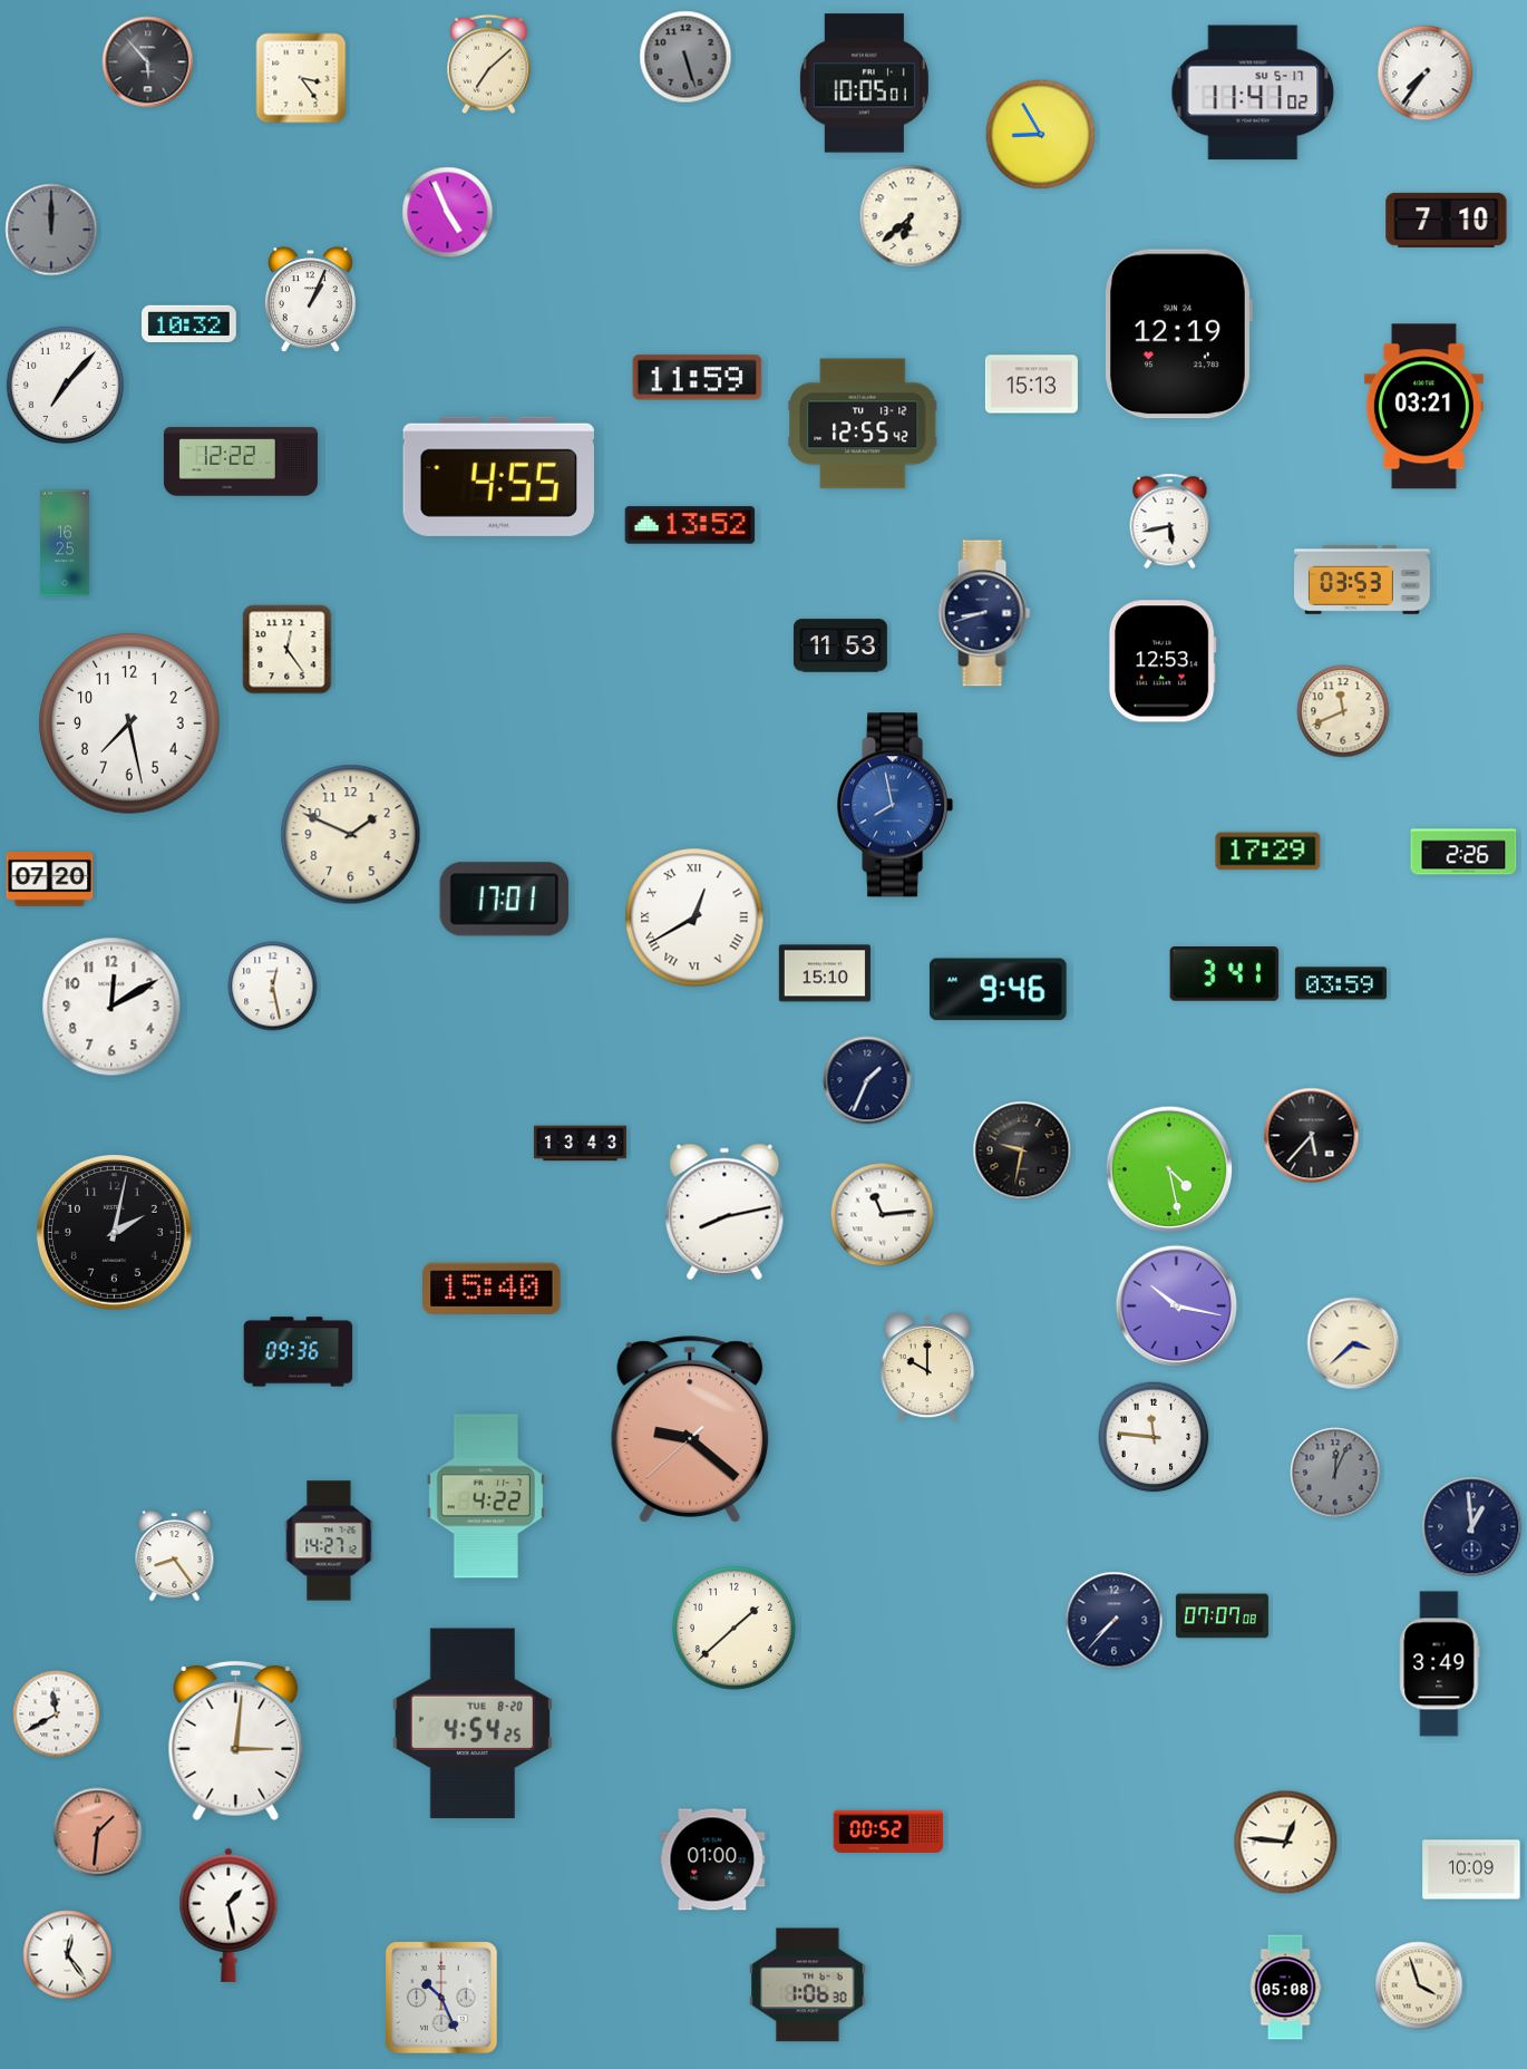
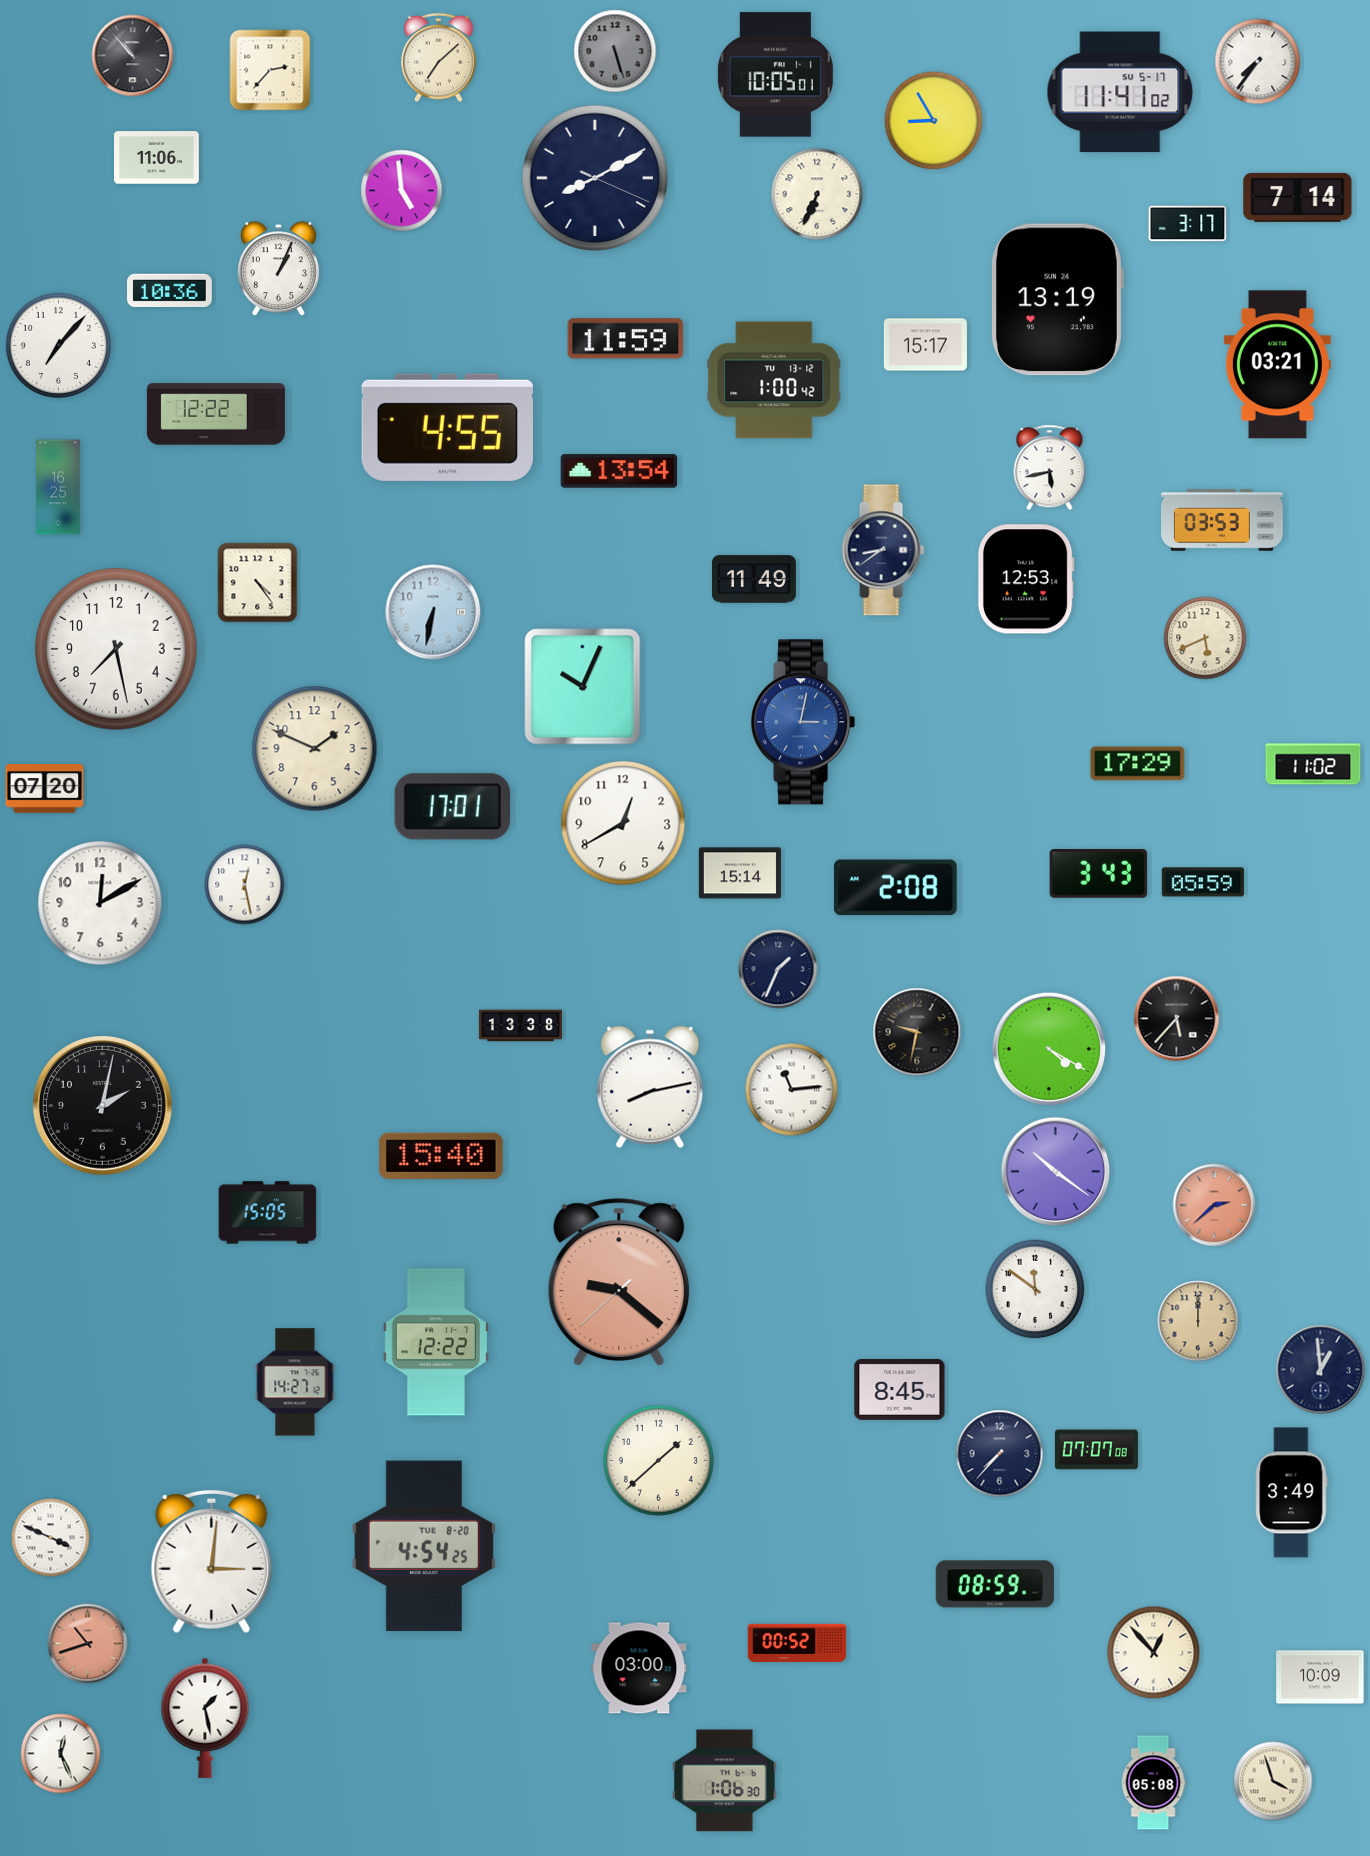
clock at (148, 62): 5:53 -> 10:53
clock at (1426, 74) position: (1426, 74) -> (1258, 62)
clock at (301, 78): 3:24 -> 2:37
clock at (1253, 93) position: (1253, 93) -> (1120, 92)
clock at (157, 158): none -> 11:06
clock at (595, 178): none -> 8:10
clock at (448, 213): 4:56 -> 4:59
clock at (911, 216): 6:38 -> 6:34
clock at (1447, 220): 7:10 -> 7:14
clock at (51, 230): 12:00 -> none
clock at (1188, 224): none -> 3:17
clock at (189, 323): 10:32 -> 10:36
clock at (1178, 334): 12:19 -> 13:19
clock at (1031, 385): 15:13 -> 15:17
clock at (863, 424): 12:55 -> 1:00
clock at (690, 525): 13:52 -> 13:54
clock at (984, 613): 8:42 -> 8:39
clock at (840, 645): 11:53 -> 11:49
clock at (288, 650): 12:24 -> 4:24
clock at (1163, 661) position: (1163, 661) -> (1026, 579)
clock at (433, 612): none -> 6:32
clock at (1343, 711): 11:41 -> 5:41
clock at (583, 687): none -> 10:04
clock at (895, 805): 7:58 -> 3:02
clock at (1463, 852): 2:26 -> 11:02
clock at (694, 917) numerals: Roman -> Arabic
clock at (825, 973): 15:10 -> 15:14
clock at (1225, 974): 3:41 -> 3:43
clock at (1341, 983): 03:59 -> 05:59
clock at (998, 990): 9:46 -> 2:08
clock at (580, 1144): 13:43 -> 13:38
clock at (1169, 1169): 4:28 -> 4:20
clock at (1177, 1307): 10:17 -> 10:21
clock at (1353, 1343): 3:38 -> 2:38
clock at (1353, 1343) dial: cream -> salmon
clock at (299, 1352): 09:36 -> 15:05
clock at (926, 1367): 10:00 -> none
clock at (1154, 1437): 11:46 -> 11:51
clock at (1335, 1473): 12:04 -> 12:00
clock at (1335, 1473) dial: grey -> champagne
clock at (486, 1496): 4:22 -> 12:22
clock at (900, 1389): none -> 8:45
clock at (175, 1556): 8:24 -> none
clock at (57, 1715): 11:40 -> 3:49
clock at (995, 1584): none -> 08:59
clock at (98, 1833): 1:31 -> 10:42
clock at (1286, 1843): 12:46 -> 12:53
clock at (712, 1859): 01:00 -> 03:00
clock at (68, 1955): 12:24 -> 12:26
clock at (442, 1999): 10:26 -> none
